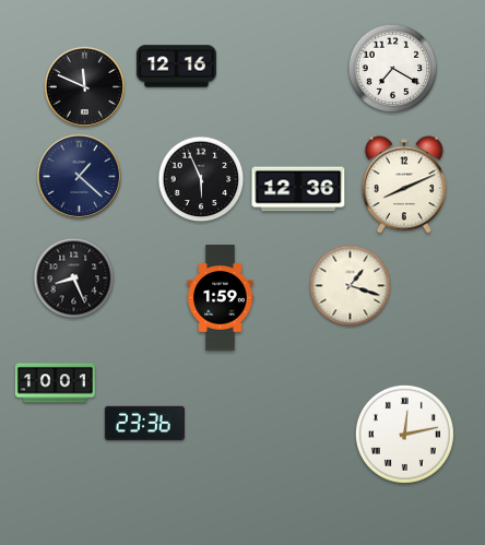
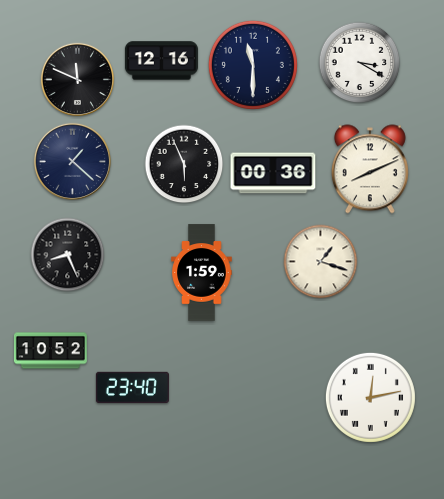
clock at (393, 69): 7:20 -> 3:20
clock at (253, 65): none -> 11:30
clock at (298, 189): 12:36 -> 00:36
clock at (55, 383): 10:01 -> 10:52
clock at (144, 423): 23:36 -> 23:40
